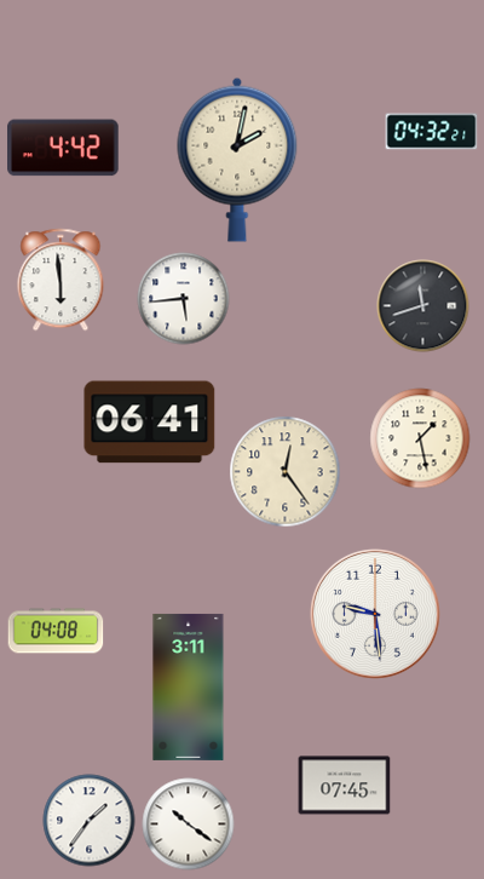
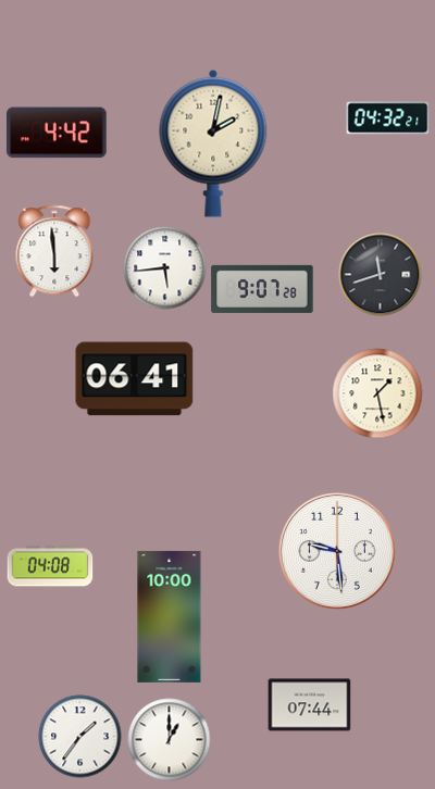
clock at (262, 289): none -> 9:07
clock at (286, 472): 12:24 -> none
clock at (189, 686): 3:11 -> 10:00
clock at (345, 786): 07:45 -> 07:44
clock at (189, 825): 10:21 -> 1:00
